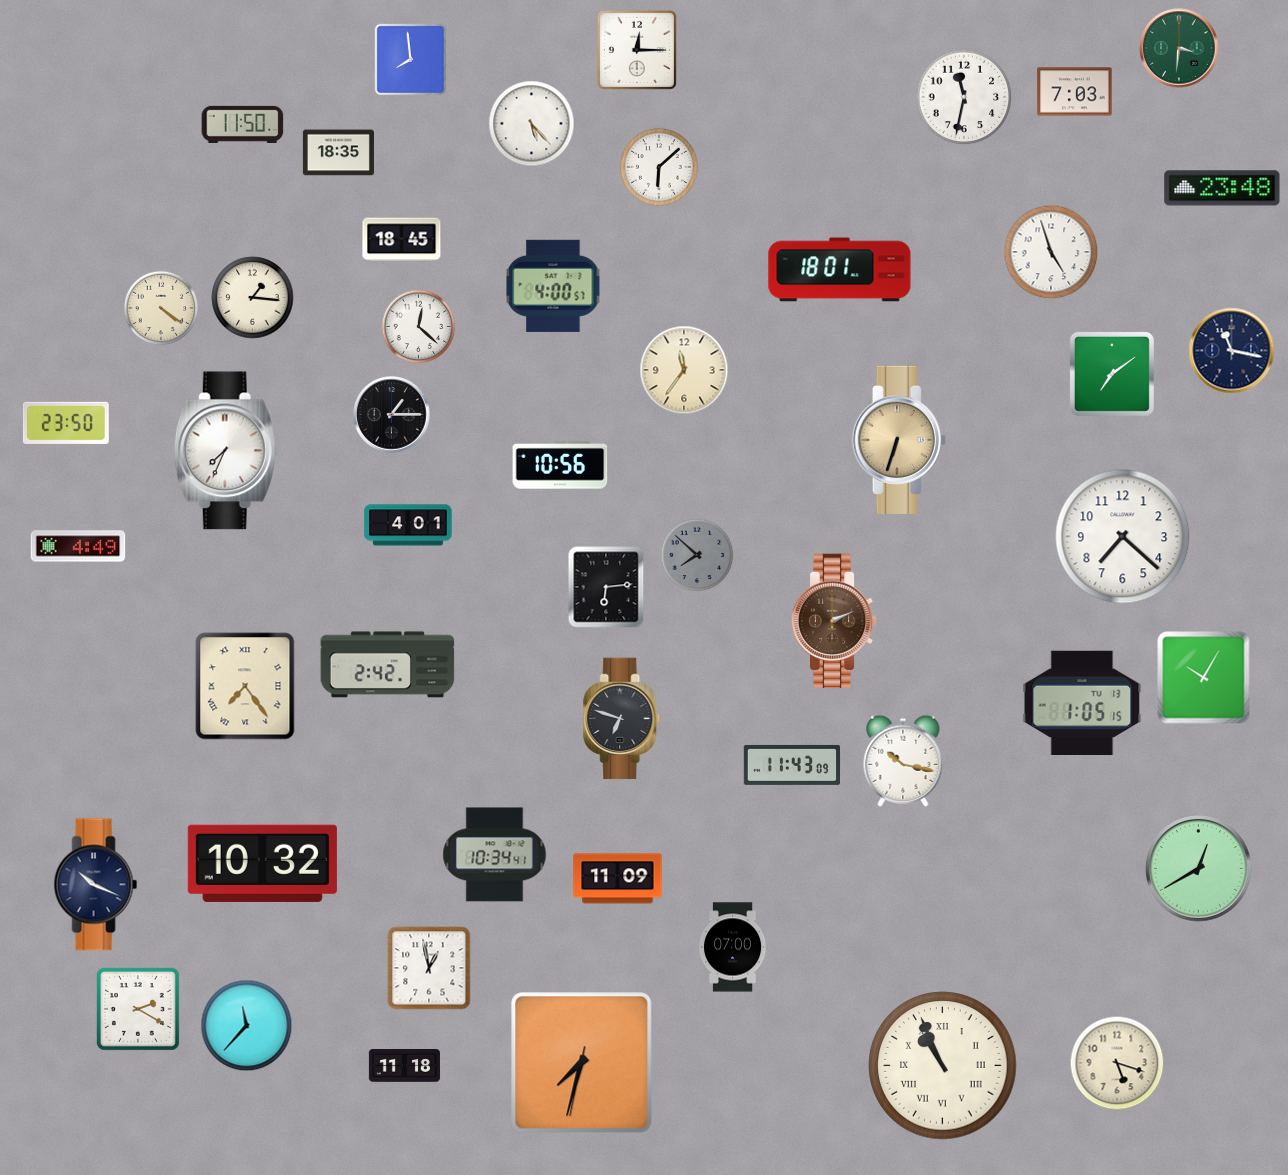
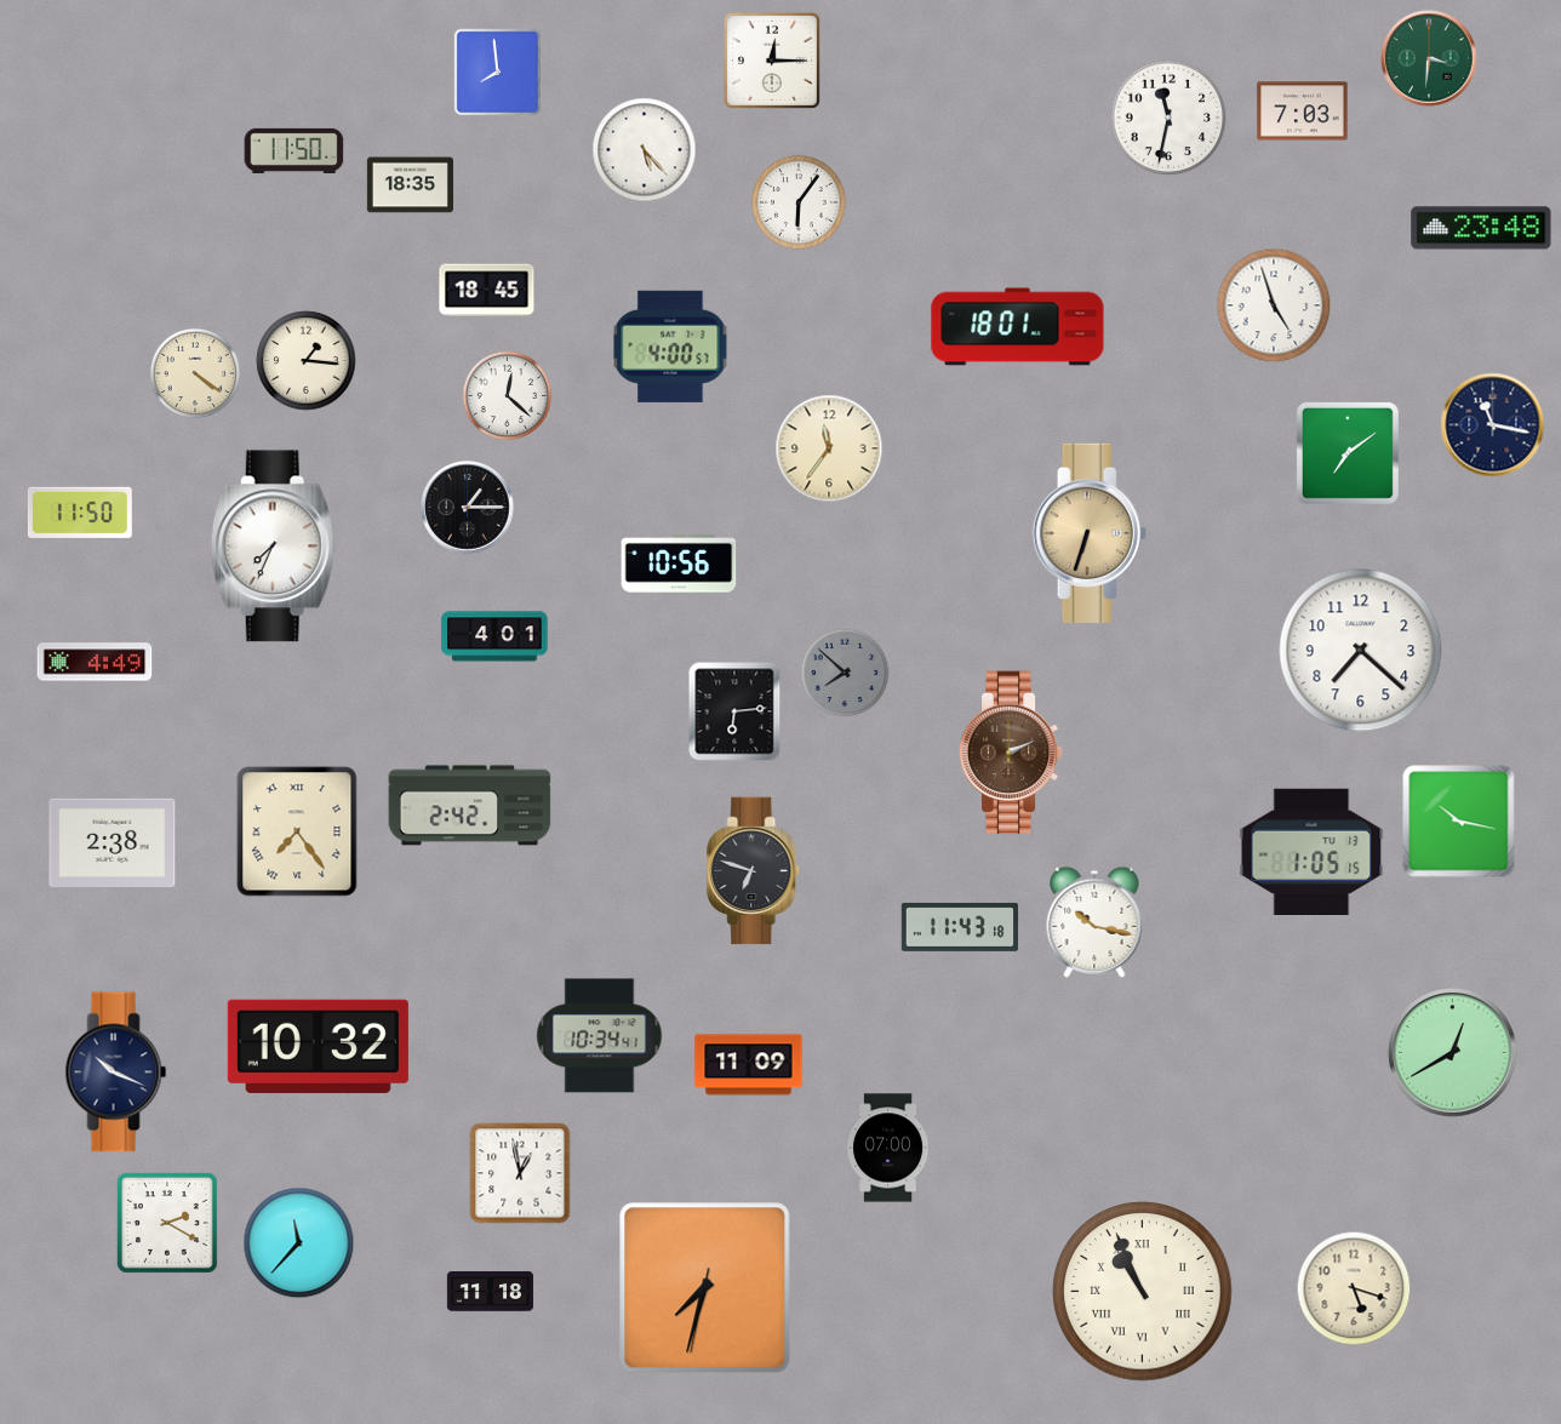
clock at (659, 167): 6:08 -> 6:06
clock at (392, 415) position: (392, 415) -> (468, 508)
clock at (66, 423): 23:50 -> 11:50
clock at (1204, 678): 10:05 -> 10:17
clock at (113, 842): none -> 2:38
clock at (792, 765): 11:43:09 -> 11:43:18
